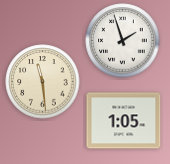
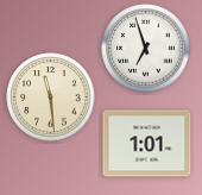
clock at (123, 41): 1:57 -> 6:57
clock at (124, 121): 1:05 -> 1:01
